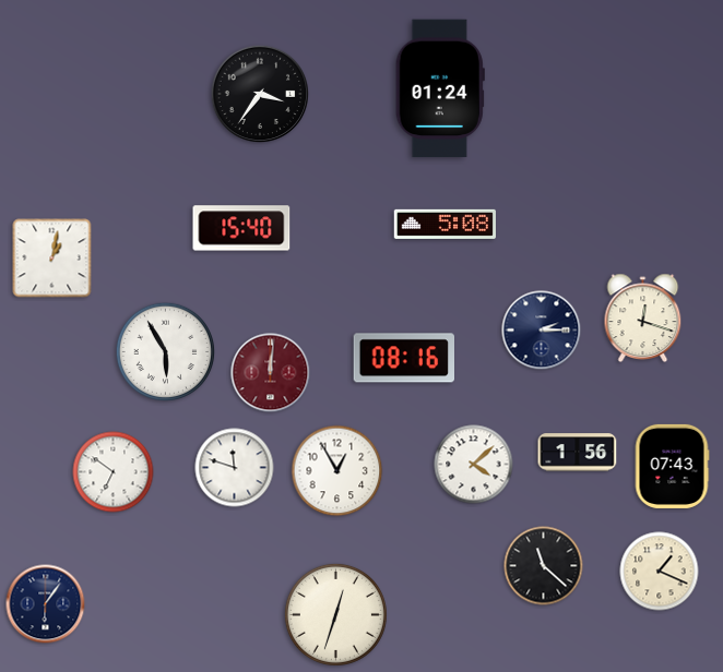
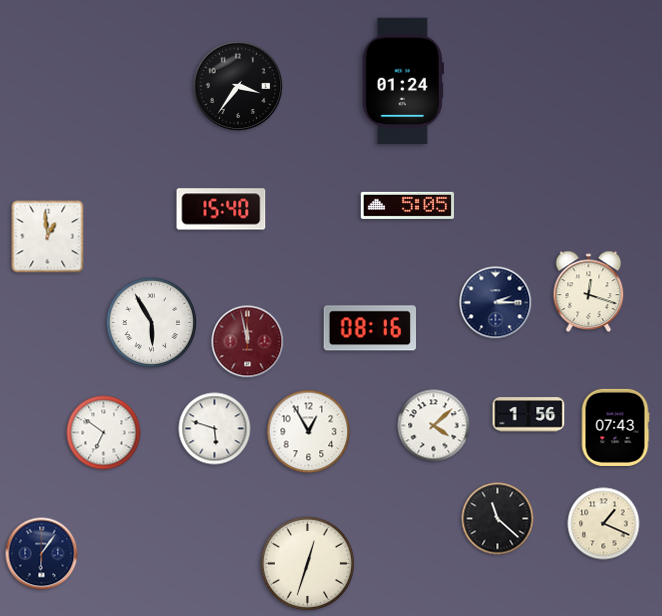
clock at (445, 224): 5:08 -> 5:05
clock at (52, 259): 1:02 -> 12:59
clock at (271, 373): 12:01 -> 11:58
clock at (235, 468): 11:48 -> 5:48
